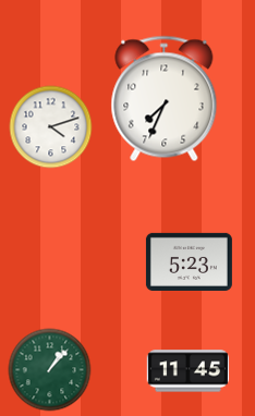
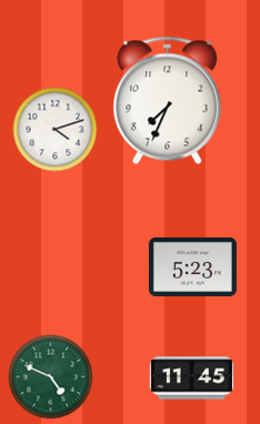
clock at (51, 127) position: (51, 127) -> (56, 130)
clock at (50, 370): 1:07 -> 4:49
